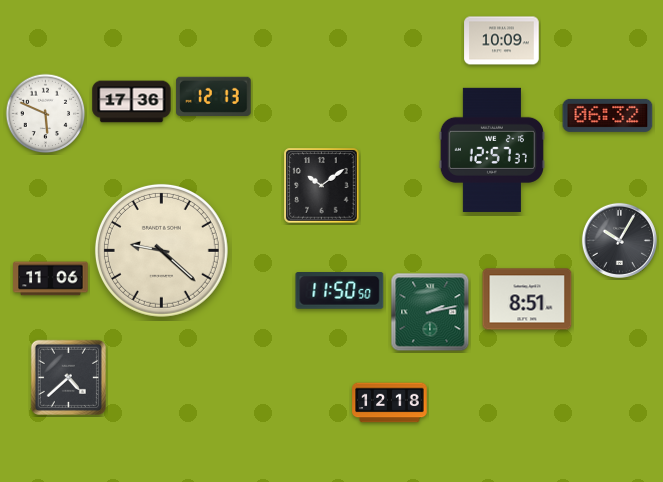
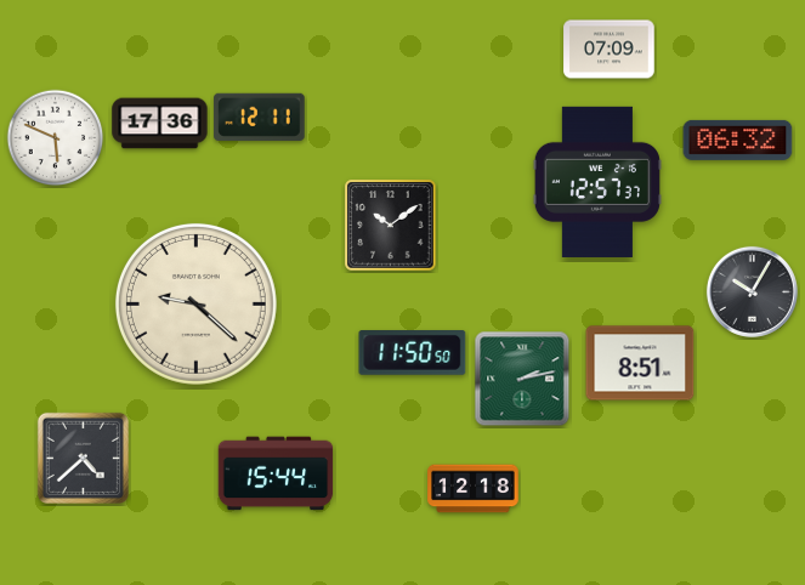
clock at (502, 41): 10:09 -> 07:09
clock at (214, 96): 12:13 -> 12:11
clock at (51, 279): 11:06 -> none
clock at (276, 473): none -> 15:44
